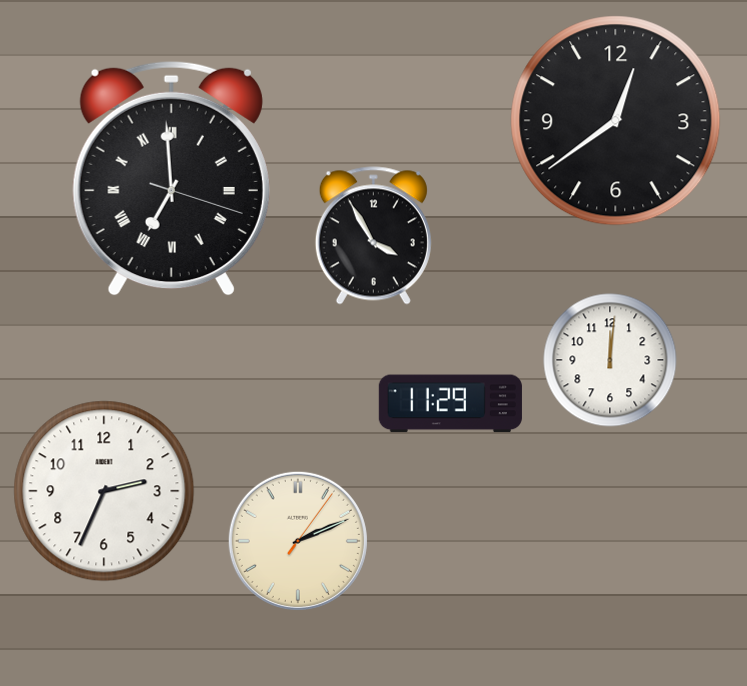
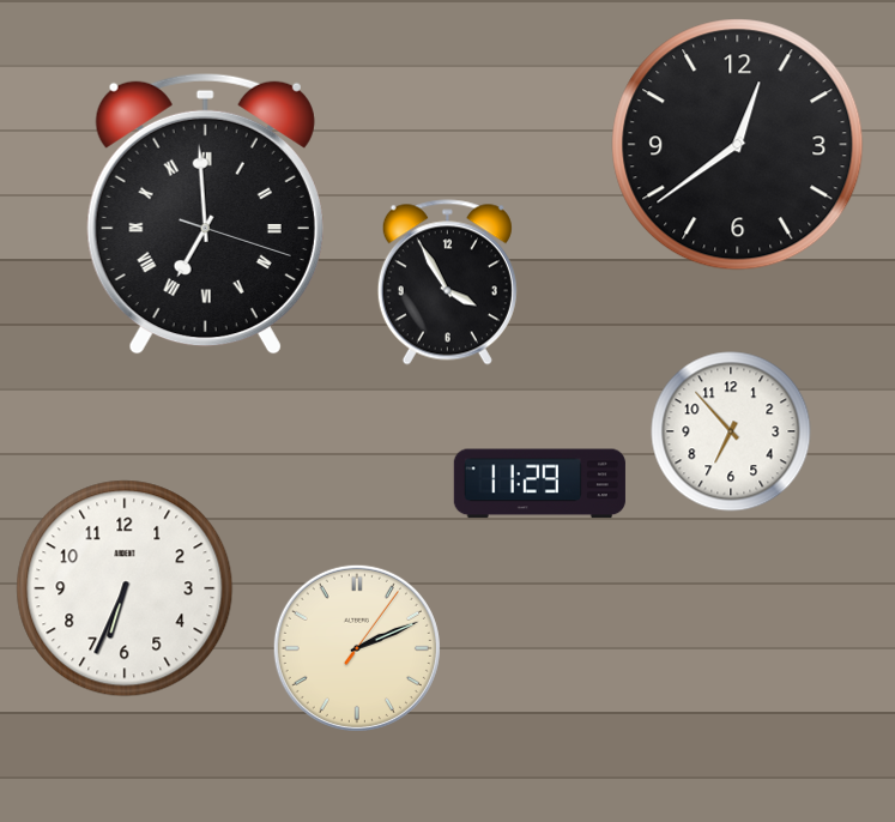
clock at (610, 360): 12:01 -> 6:53
clock at (104, 491): 2:34 -> 6:34
